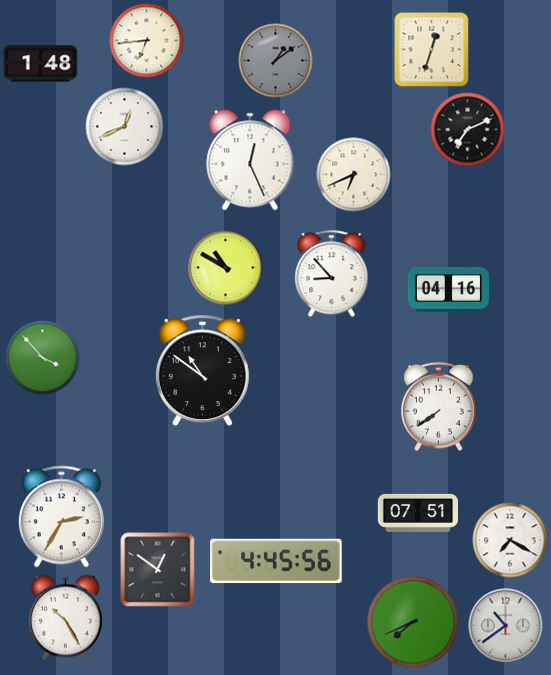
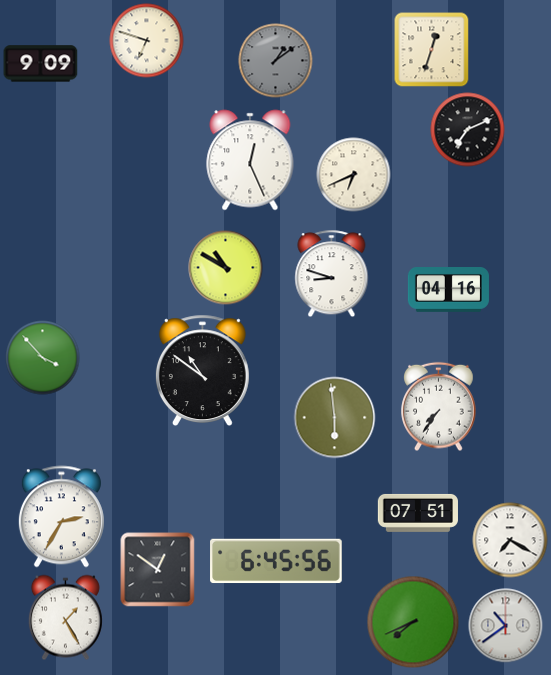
clock at (147, 41): 6:44 -> 6:48
clock at (41, 64): 1:48 -> 9:09
clock at (125, 127): 12:41 -> none
clock at (332, 274): 8:53 -> 8:48
clock at (439, 407): 7:39 -> 7:36
clock at (335, 418): none -> 5:59
clock at (276, 561): 4:45 -> 6:45
clock at (65, 618): 10:25 -> 1:25
